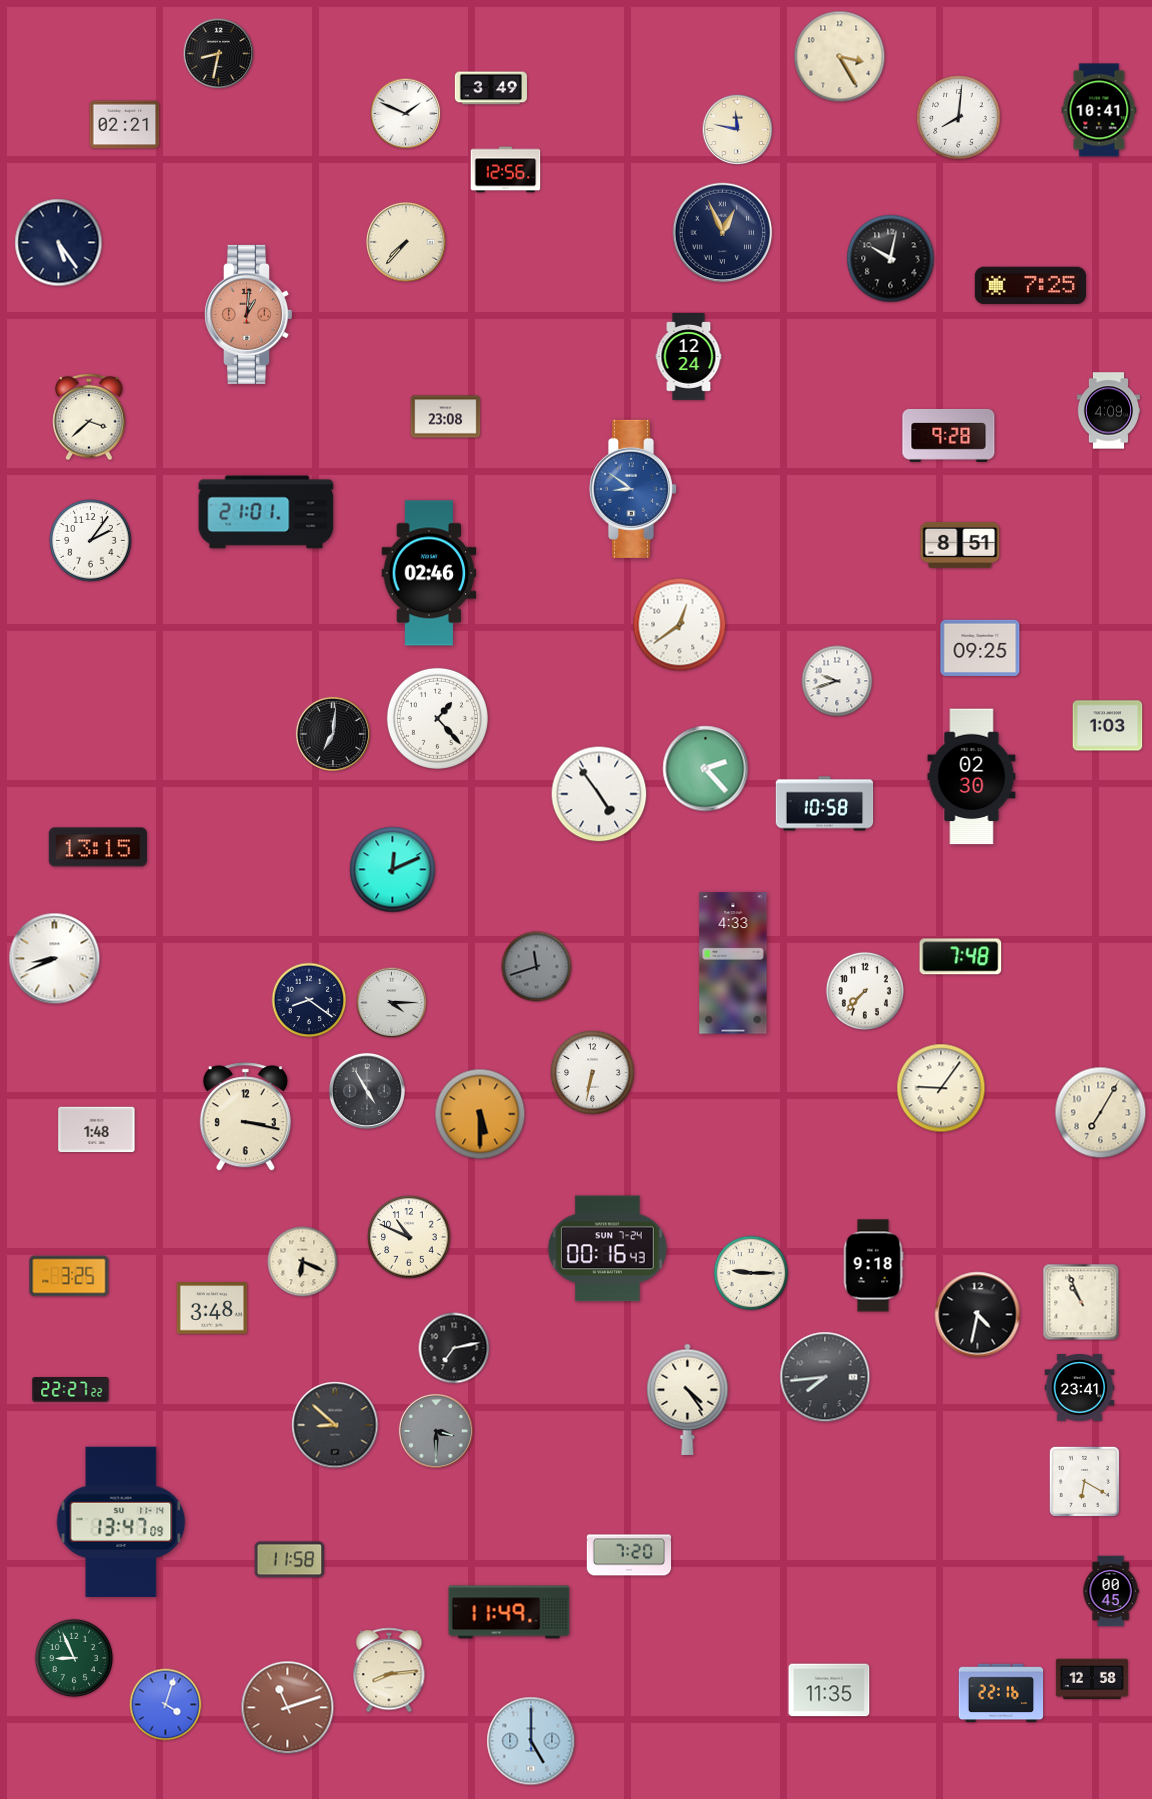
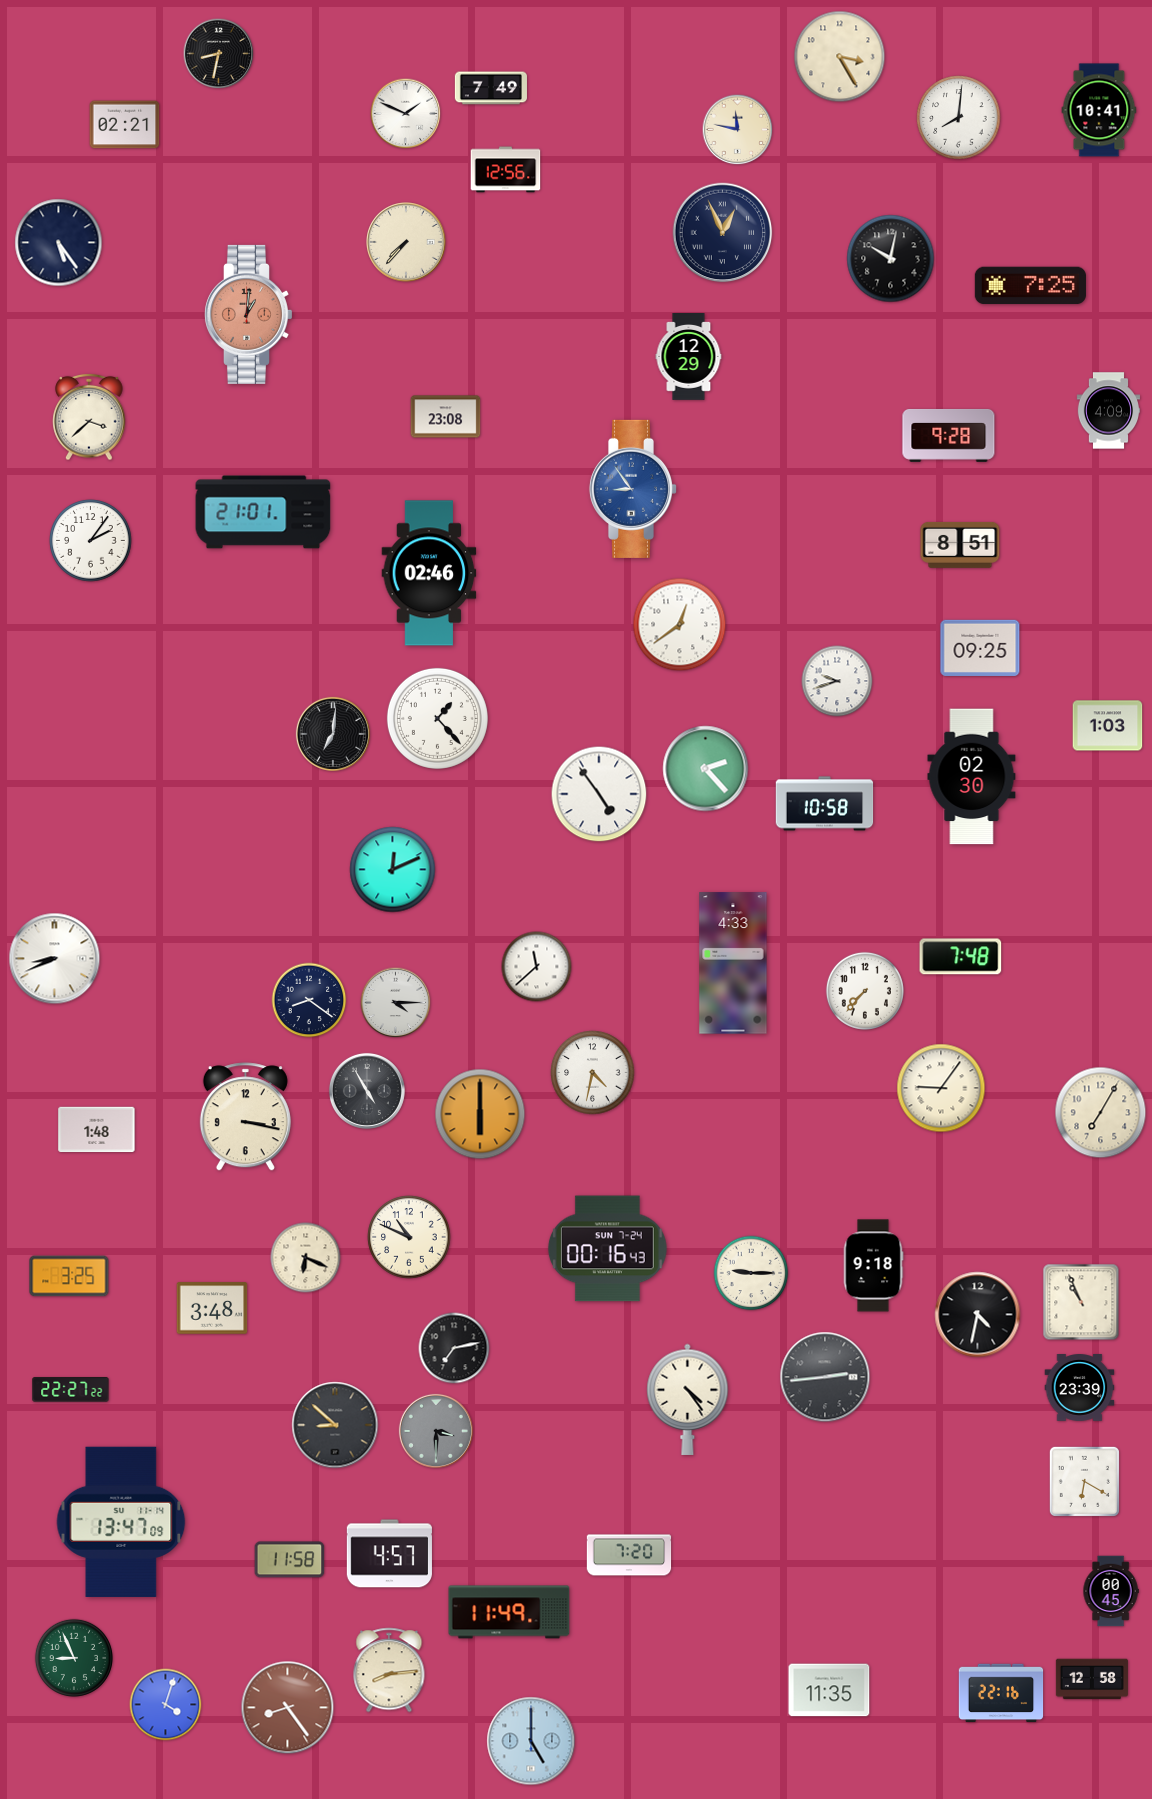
clock at (491, 88): 3:49 -> 7:49
clock at (689, 357): 12:24 -> 12:29
clock at (632, 489): 8:51 -> 8:54
clock at (266, 512) position: (266, 512) -> (263, 512)
clock at (98, 847): 13:15 -> none
clock at (537, 967): 11:42 -> 11:38
clock at (537, 967) dial: grey -> white
clock at (392, 1003) position: (392, 1003) -> (396, 1003)
clock at (593, 1073): 6:32 -> 4:32
clock at (480, 1114): 5:30 -> 6:00
clock at (303, 1262) position: (303, 1262) -> (306, 1258)
clock at (825, 1377): 7:44 -> 2:44
clock at (1080, 1388): 23:41 -> 23:39
clock at (389, 1554): none -> 4:57
clock at (288, 1708): 11:12 -> 8:24
